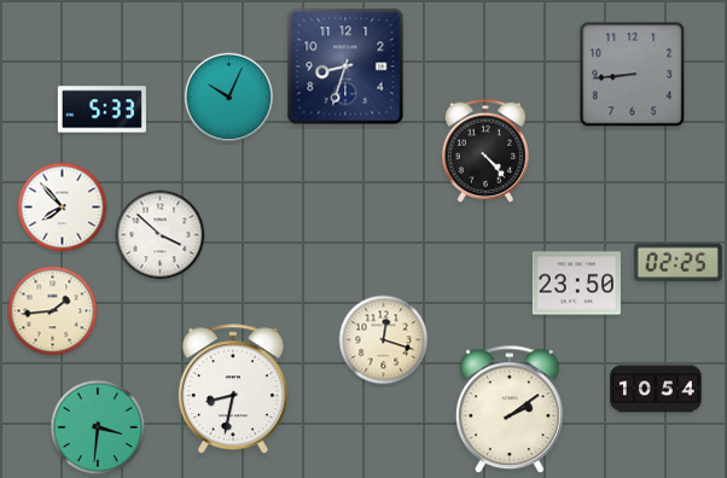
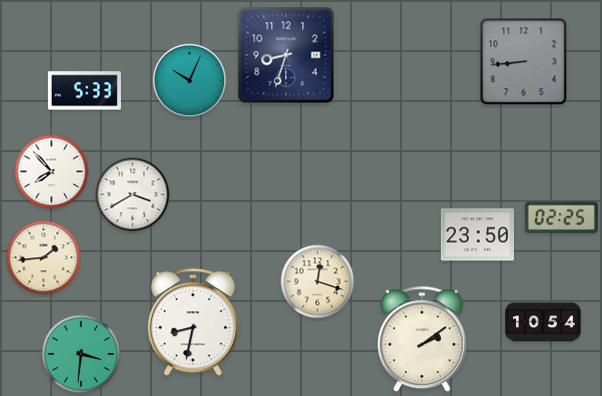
clock at (485, 151): 4:23 -> none
clock at (161, 235): 3:52 -> 3:40
